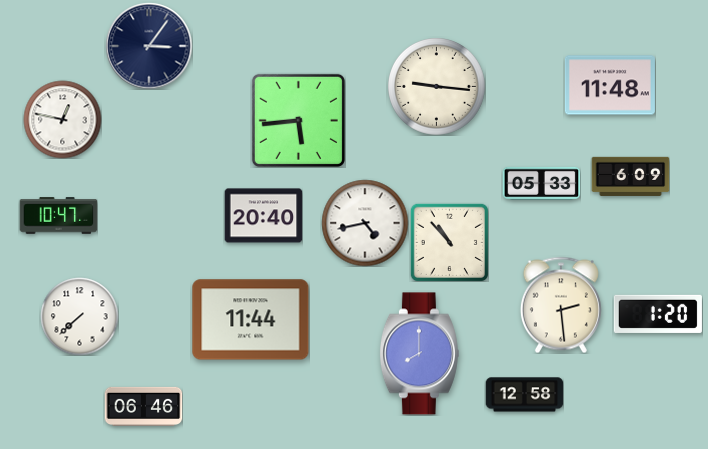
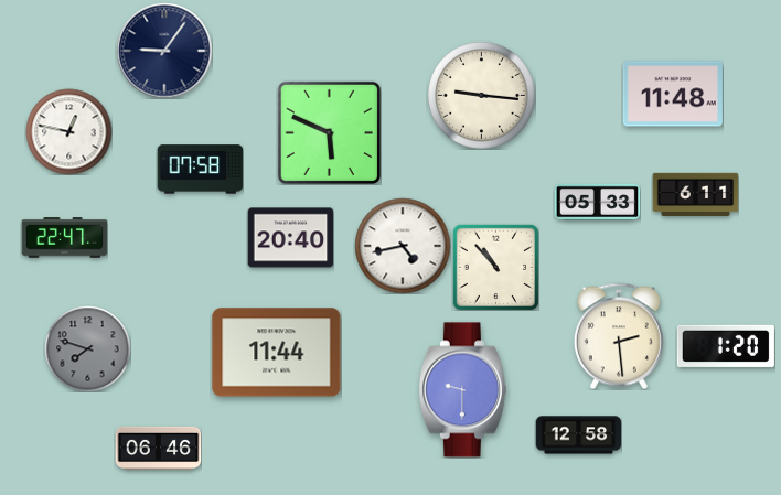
clock at (149, 46): 3:06 -> 9:06
clock at (298, 120): 5:44 -> 5:49
clock at (200, 170): none -> 07:58
clock at (630, 176): 6:09 -> 6:11
clock at (58, 216): 10:47 -> 22:47
clock at (79, 316): 7:38 -> 7:48
clock at (79, 316) dial: white -> grey
clock at (419, 354): 8:00 -> 9:30
